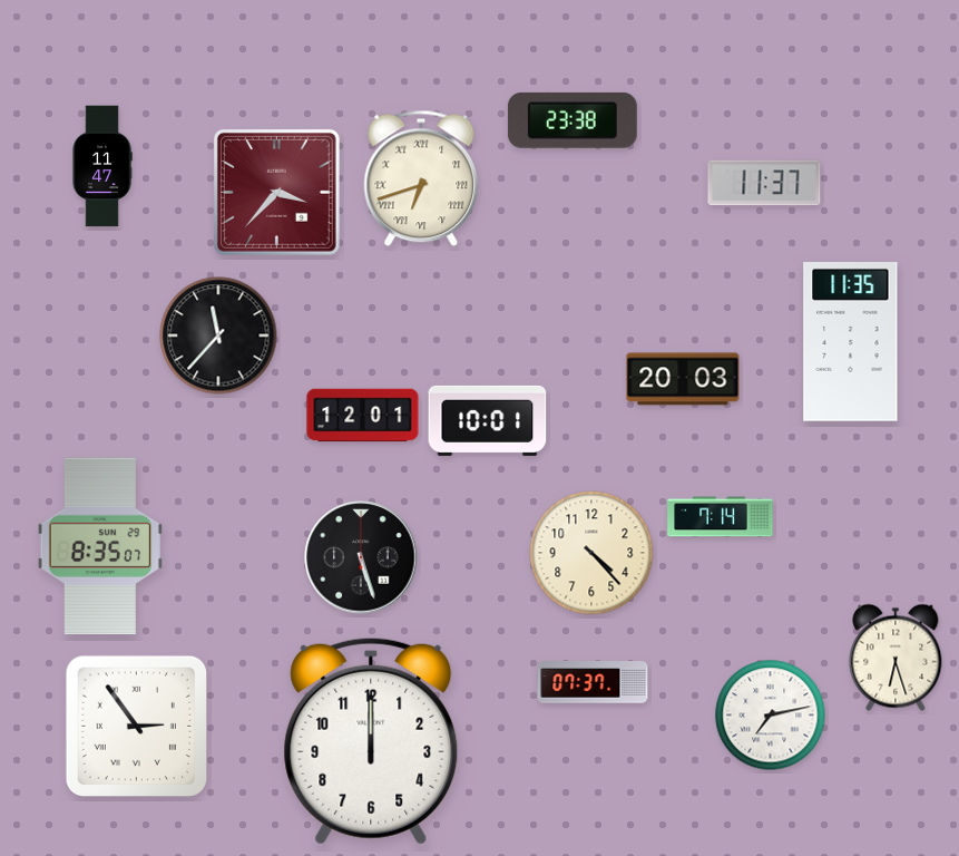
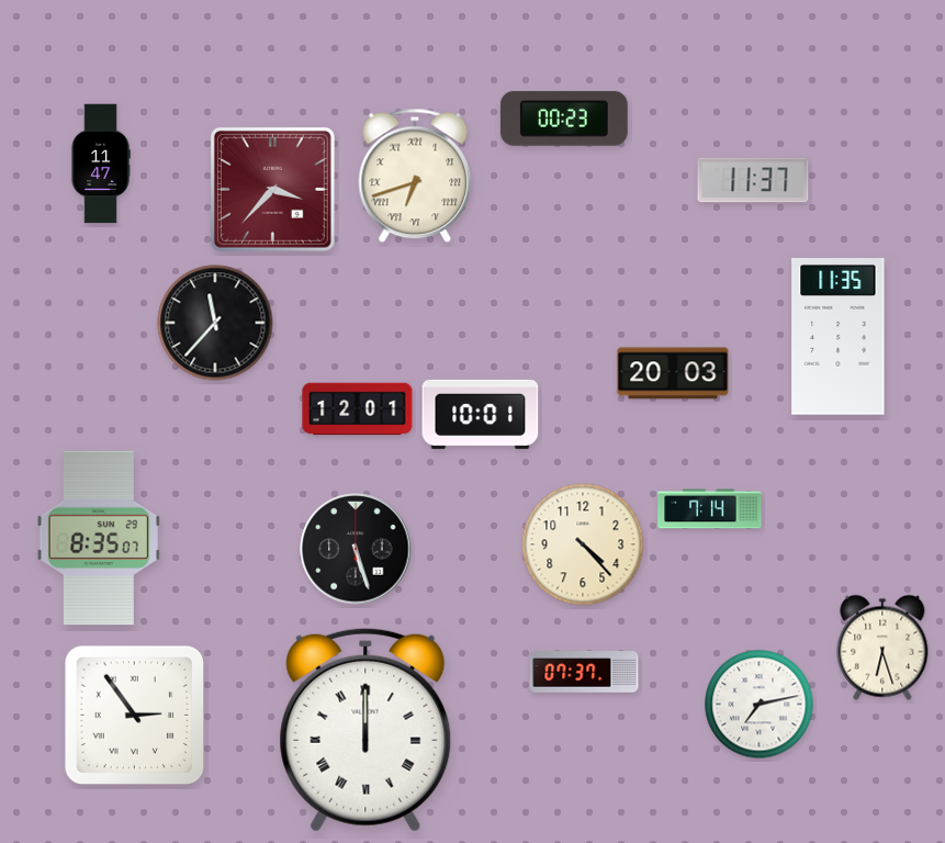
clock at (573, 120): 23:38 -> 00:23
clock at (218, 335) position: (218, 335) -> (215, 323)
clock at (371, 741) numerals: Arabic -> Roman
